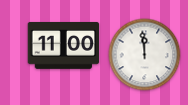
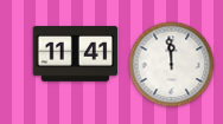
clock at (64, 45): 11:00 -> 11:41
